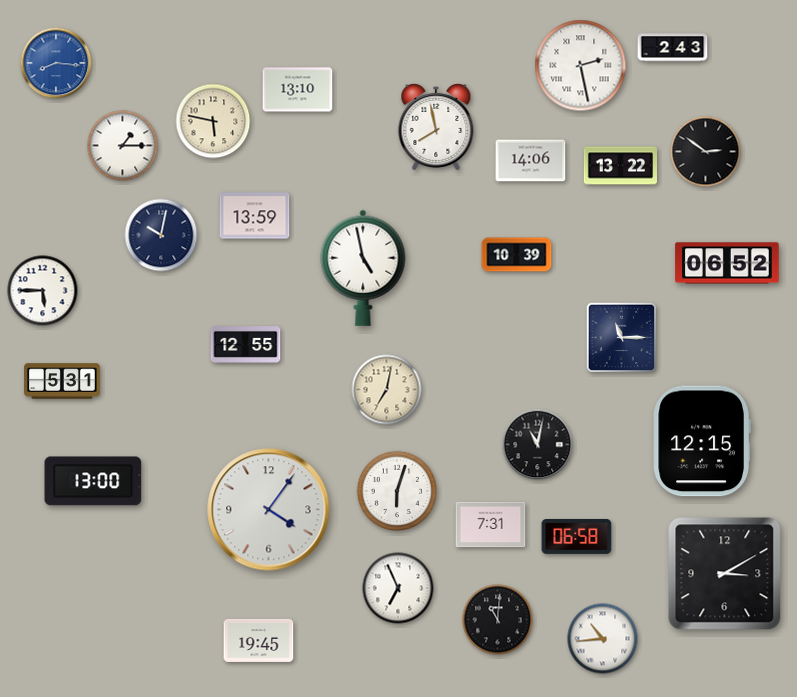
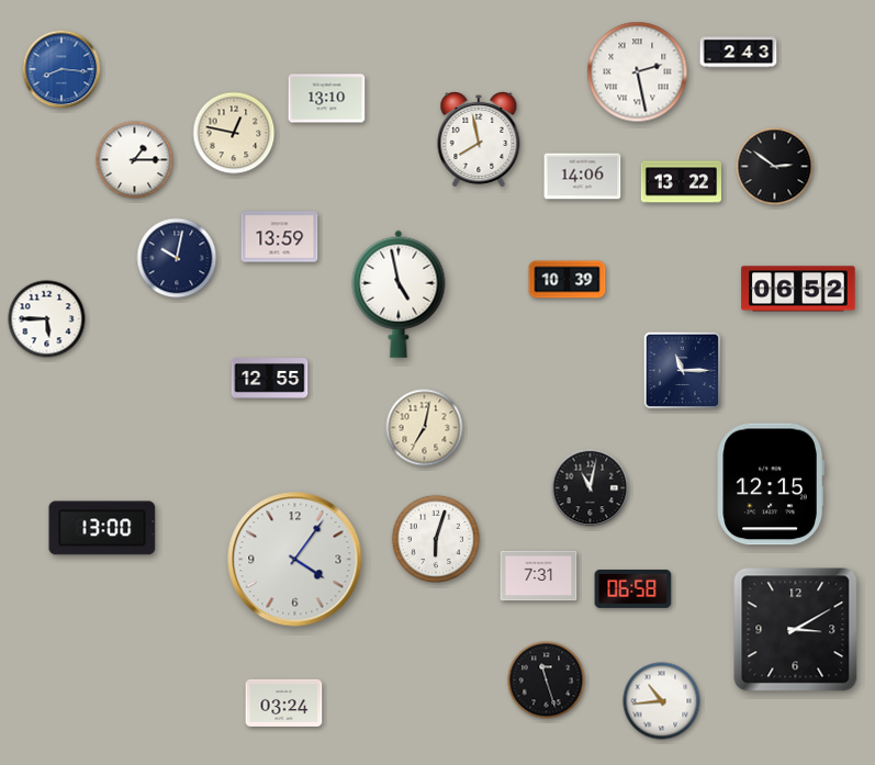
clock at (213, 121): 5:47 -> 12:47
clock at (62, 381): 5:31 -> none
clock at (398, 588): 6:56 -> none
clock at (498, 620): 11:01 -> 11:27
clock at (259, 640): 19:45 -> 03:24
